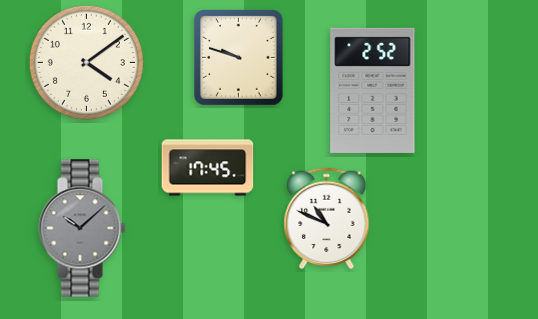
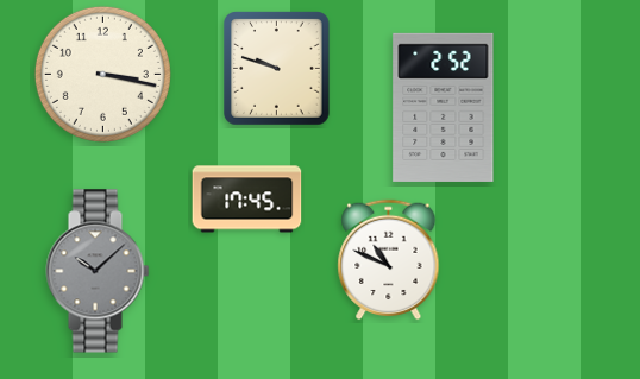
clock at (239, 58) position: (239, 58) -> (277, 69)
clock at (86, 62): 4:09 -> 3:17
